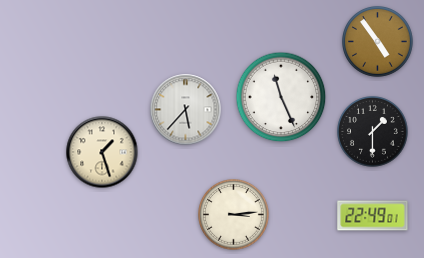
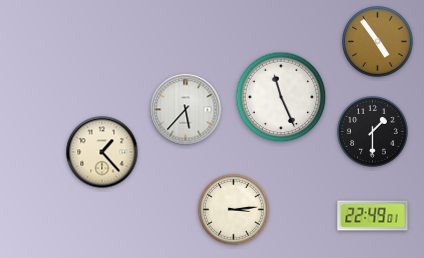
clock at (102, 152): 1:27 -> 1:23
clock at (234, 215) position: (234, 215) -> (234, 210)
